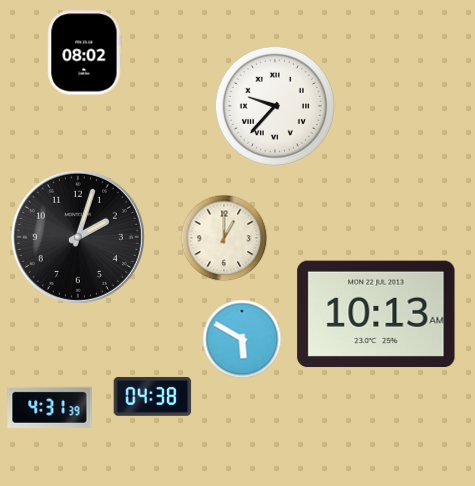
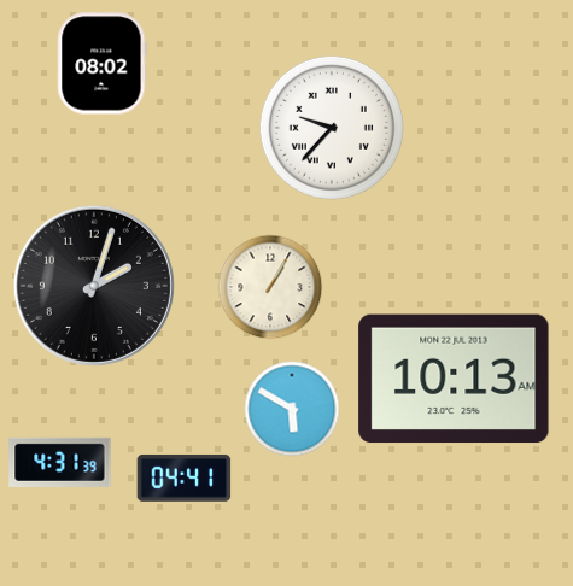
clock at (224, 238): 1:00 -> 1:05
clock at (153, 396): 04:38 -> 04:41
clock at (50, 407) position: (50, 407) -> (60, 462)
